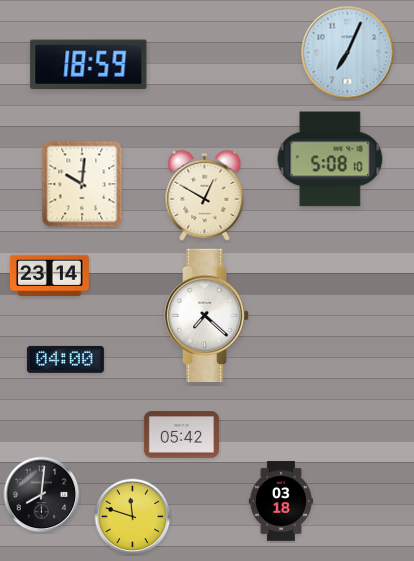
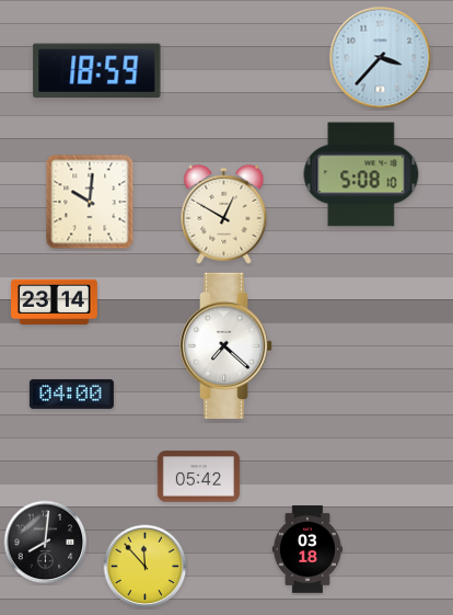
clock at (348, 53): 7:04 -> 3:37
clock at (133, 517): 11:48 -> 11:53
